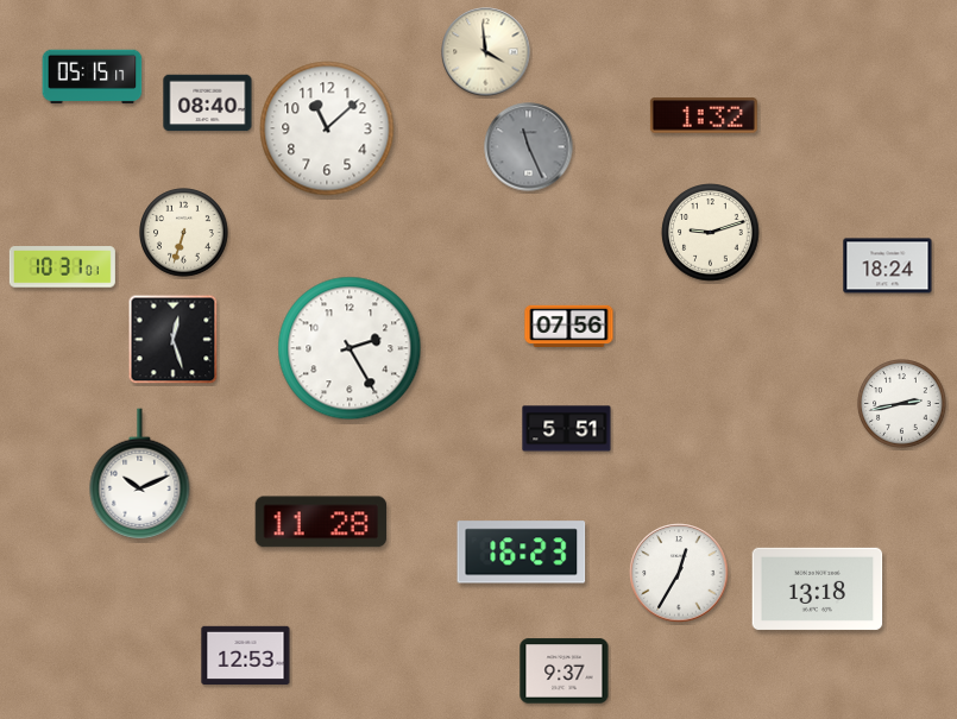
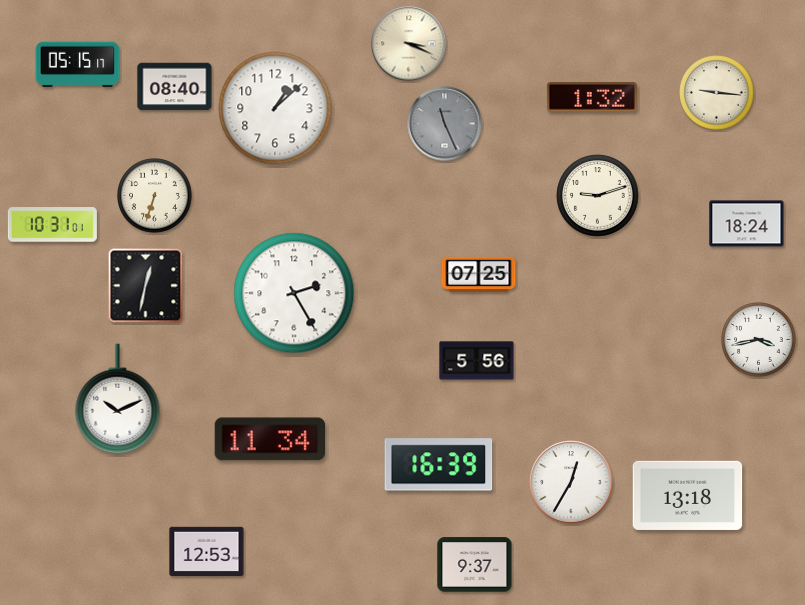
clock at (486, 52): 3:59 -> 3:19
clock at (717, 93): none -> 9:16
clock at (327, 128): 11:08 -> 1:08
clock at (569, 326): 07:56 -> 07:25
clock at (174, 340): 12:27 -> 12:32
clock at (902, 404): 2:43 -> 3:43
clock at (567, 429): 5:51 -> 5:56
clock at (321, 522): 11:28 -> 11:34
clock at (522, 553): 16:23 -> 16:39
